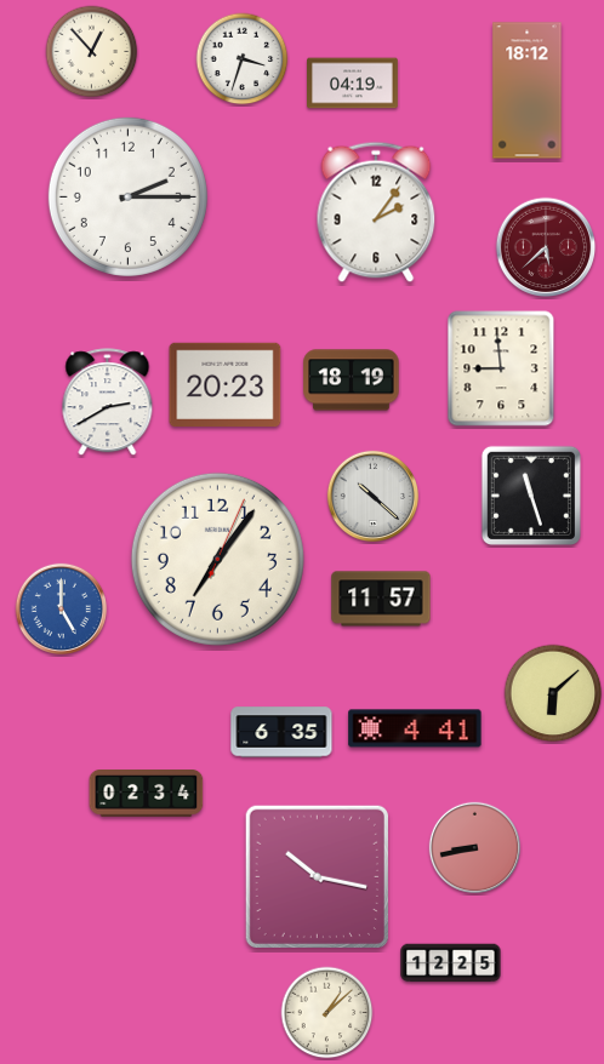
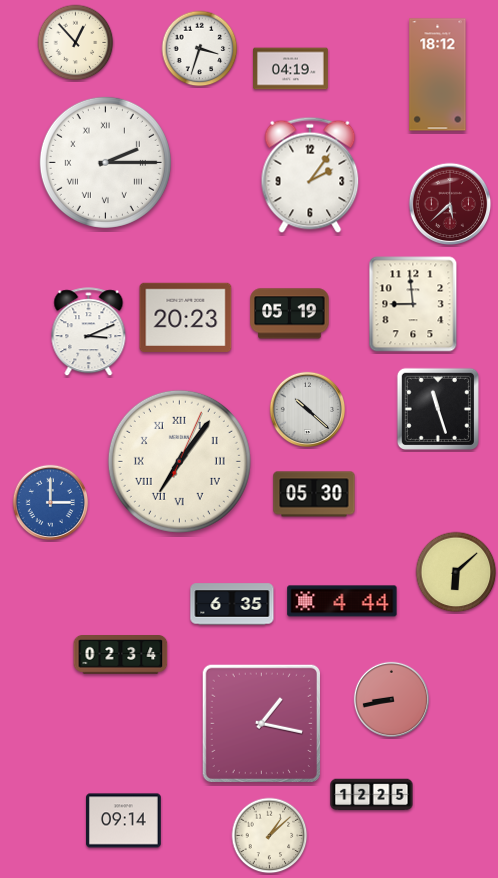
clock at (528, 91) position: (528, 91) -> (438, 75)
clock at (127, 196) numerals: Arabic -> Roman
clock at (352, 381): 18:19 -> 05:19
clock at (108, 402): 2:40 -> 3:11
clock at (217, 559) numerals: Arabic -> Roman
clock at (381, 599): 11:57 -> 05:30
clock at (61, 608): 5:00 -> 3:00
clock at (415, 728): 4:41 -> 4:44
clock at (317, 876): 10:17 -> 1:17
clock at (124, 821): none -> 09:14
